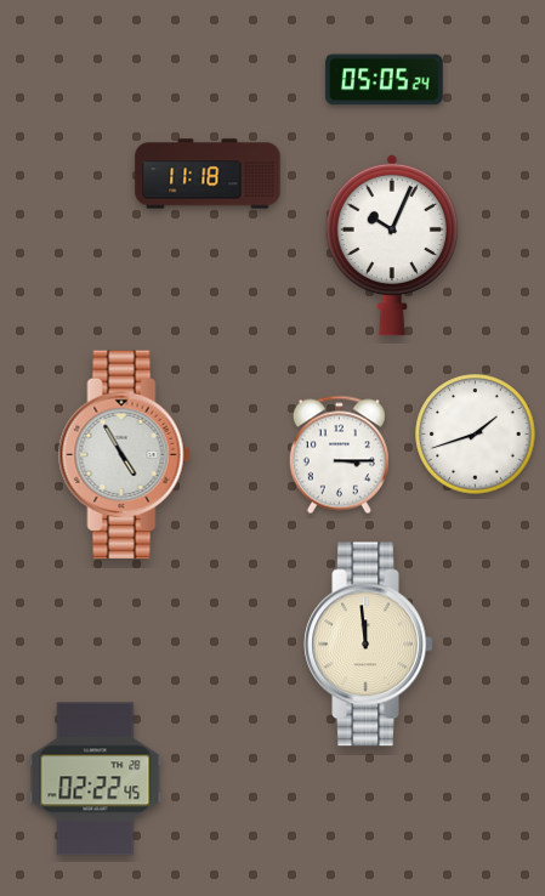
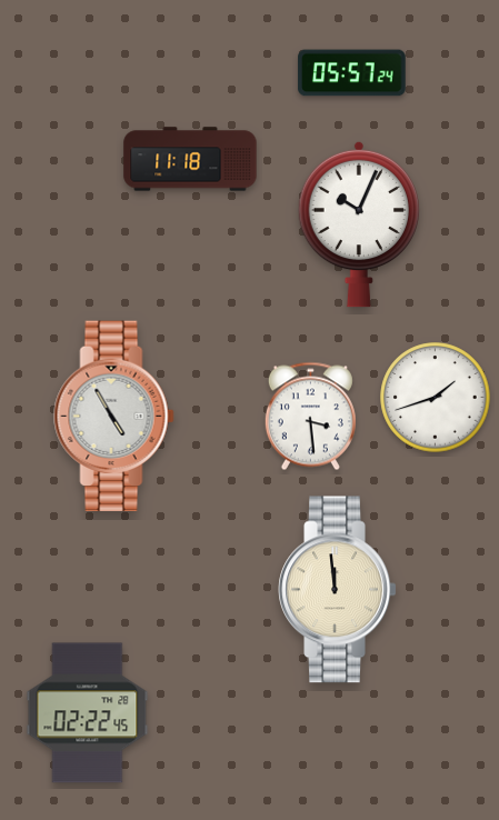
clock at (385, 80): 05:05 -> 05:57
clock at (339, 455): 3:15 -> 3:29
